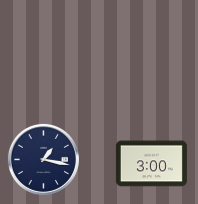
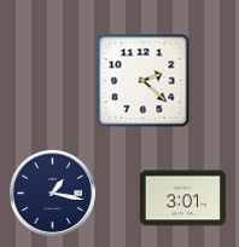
clock at (144, 81): none -> 2:22
clock at (151, 164): 3:00 -> 3:01
